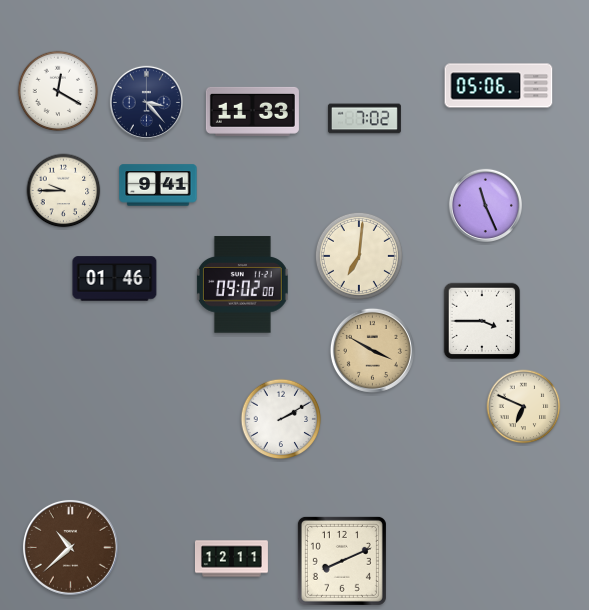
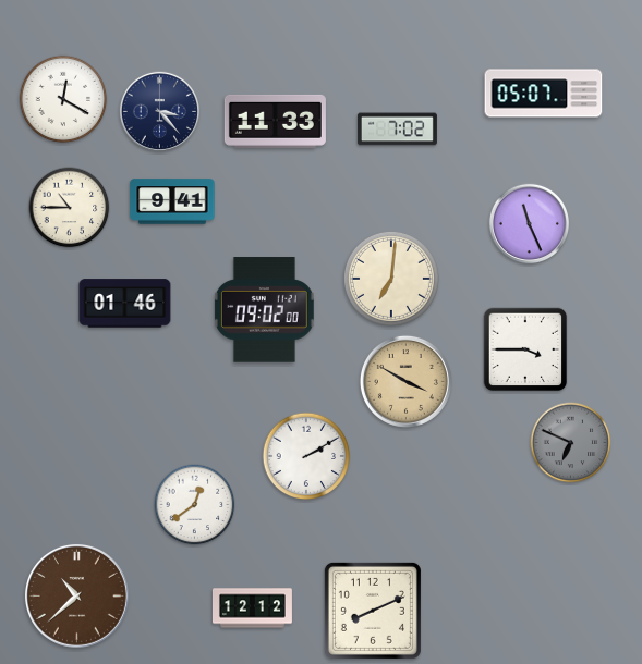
clock at (499, 86): 05:06 -> 05:07
clock at (64, 191): 9:45 -> 10:45
clock at (524, 407) dial: cream -> grey
clock at (195, 505): none -> 12:39
clock at (231, 559): 12:11 -> 12:12
